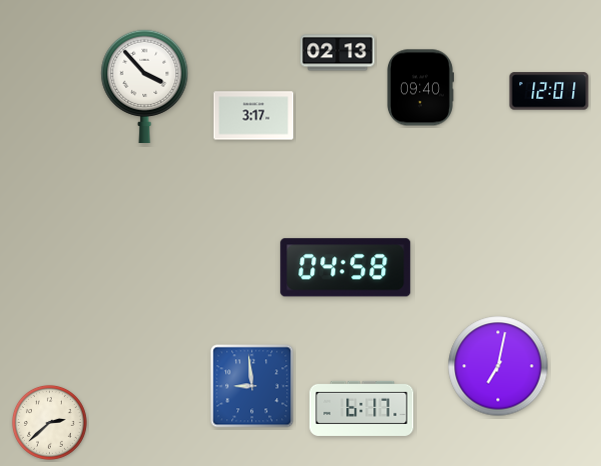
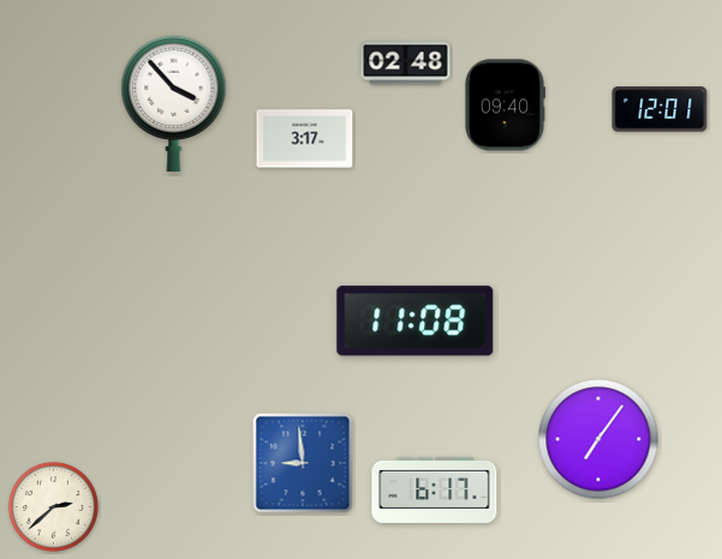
clock at (338, 53): 02:13 -> 02:48
clock at (346, 268): 04:58 -> 11:08
clock at (498, 366): 7:02 -> 7:06
clock at (50, 423) position: (50, 423) -> (54, 507)
